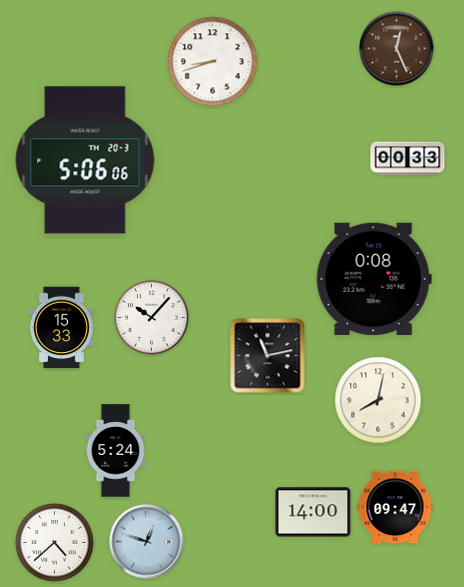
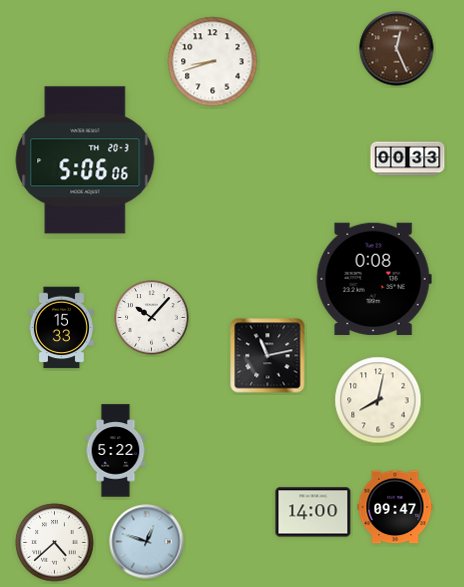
clock at (116, 451): 5:24 -> 5:22
